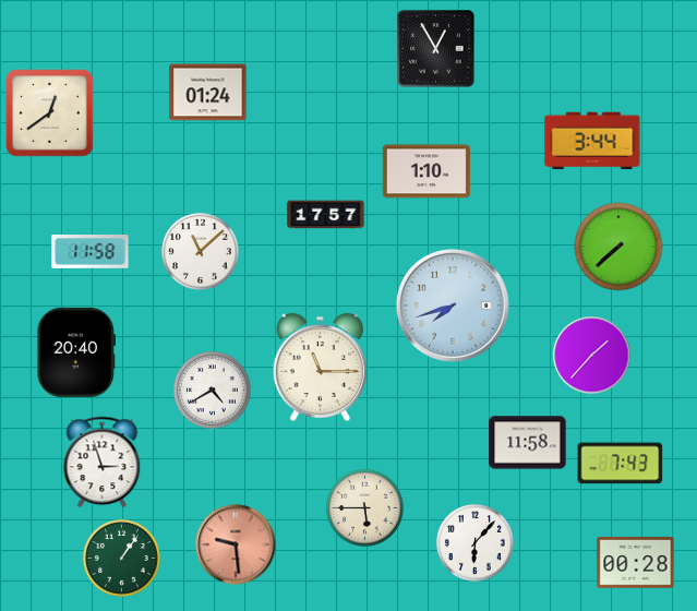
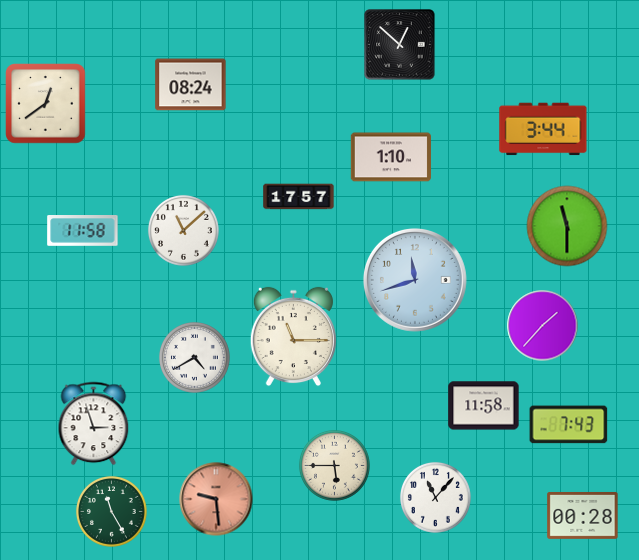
clock at (436, 49): 12:55 -> 12:52
clock at (208, 93): 01:24 -> 08:24
clock at (618, 247): 7:38 -> 11:30
clock at (453, 305): 7:42 -> 11:42
clock at (76, 352): 20:40 -> none
clock at (474, 542): 6:07 -> 11:07
clock at (121, 558): 1:06 -> 11:25
